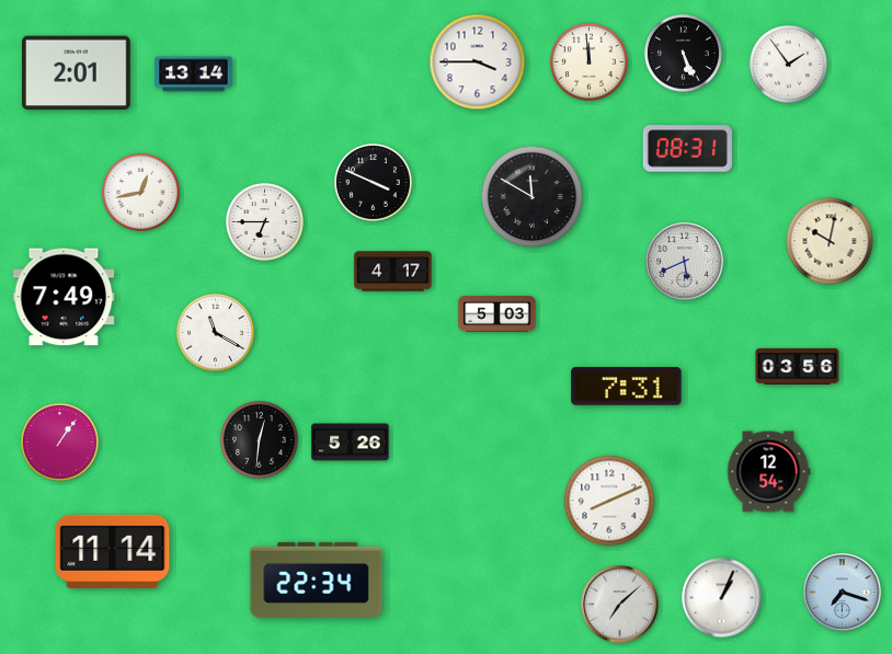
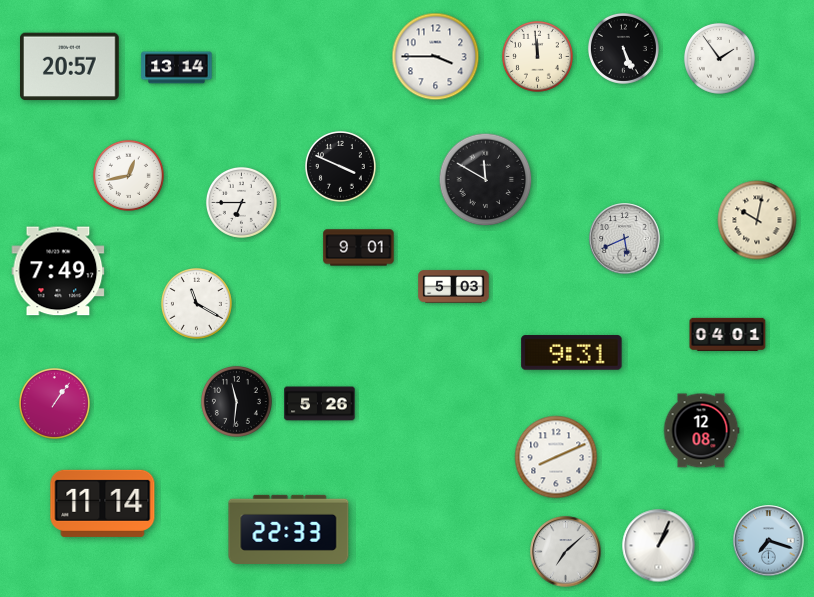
clock at (77, 73): 2:01 -> 20:57
clock at (687, 149): 08:31 -> none
clock at (393, 272): 4:17 -> 9:01
clock at (798, 366): 03:56 -> 04:01
clock at (627, 387): 7:31 -> 9:31
clock at (259, 439): 12:31 -> 11:31
clock at (768, 472): 12:54 -> 12:08
clock at (317, 580): 22:34 -> 22:33
